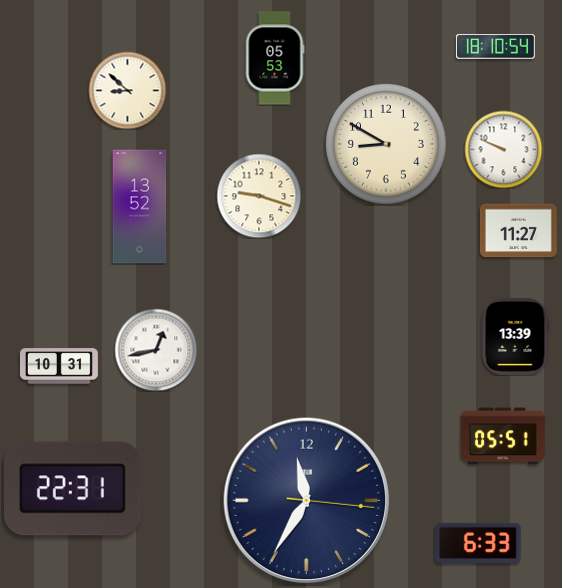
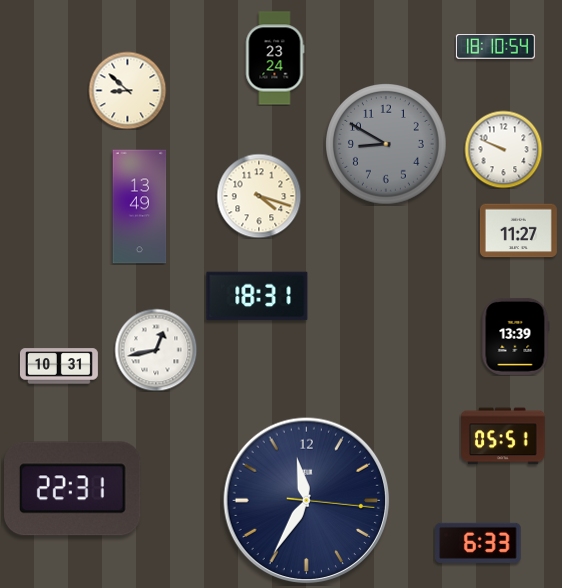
clock at (275, 58): 05:53 -> 23:24
clock at (387, 145) dial: cream -> grey
clock at (259, 196): 9:18 -> 4:18
clock at (140, 207): 13:52 -> 13:49
clock at (257, 296): none -> 18:31
